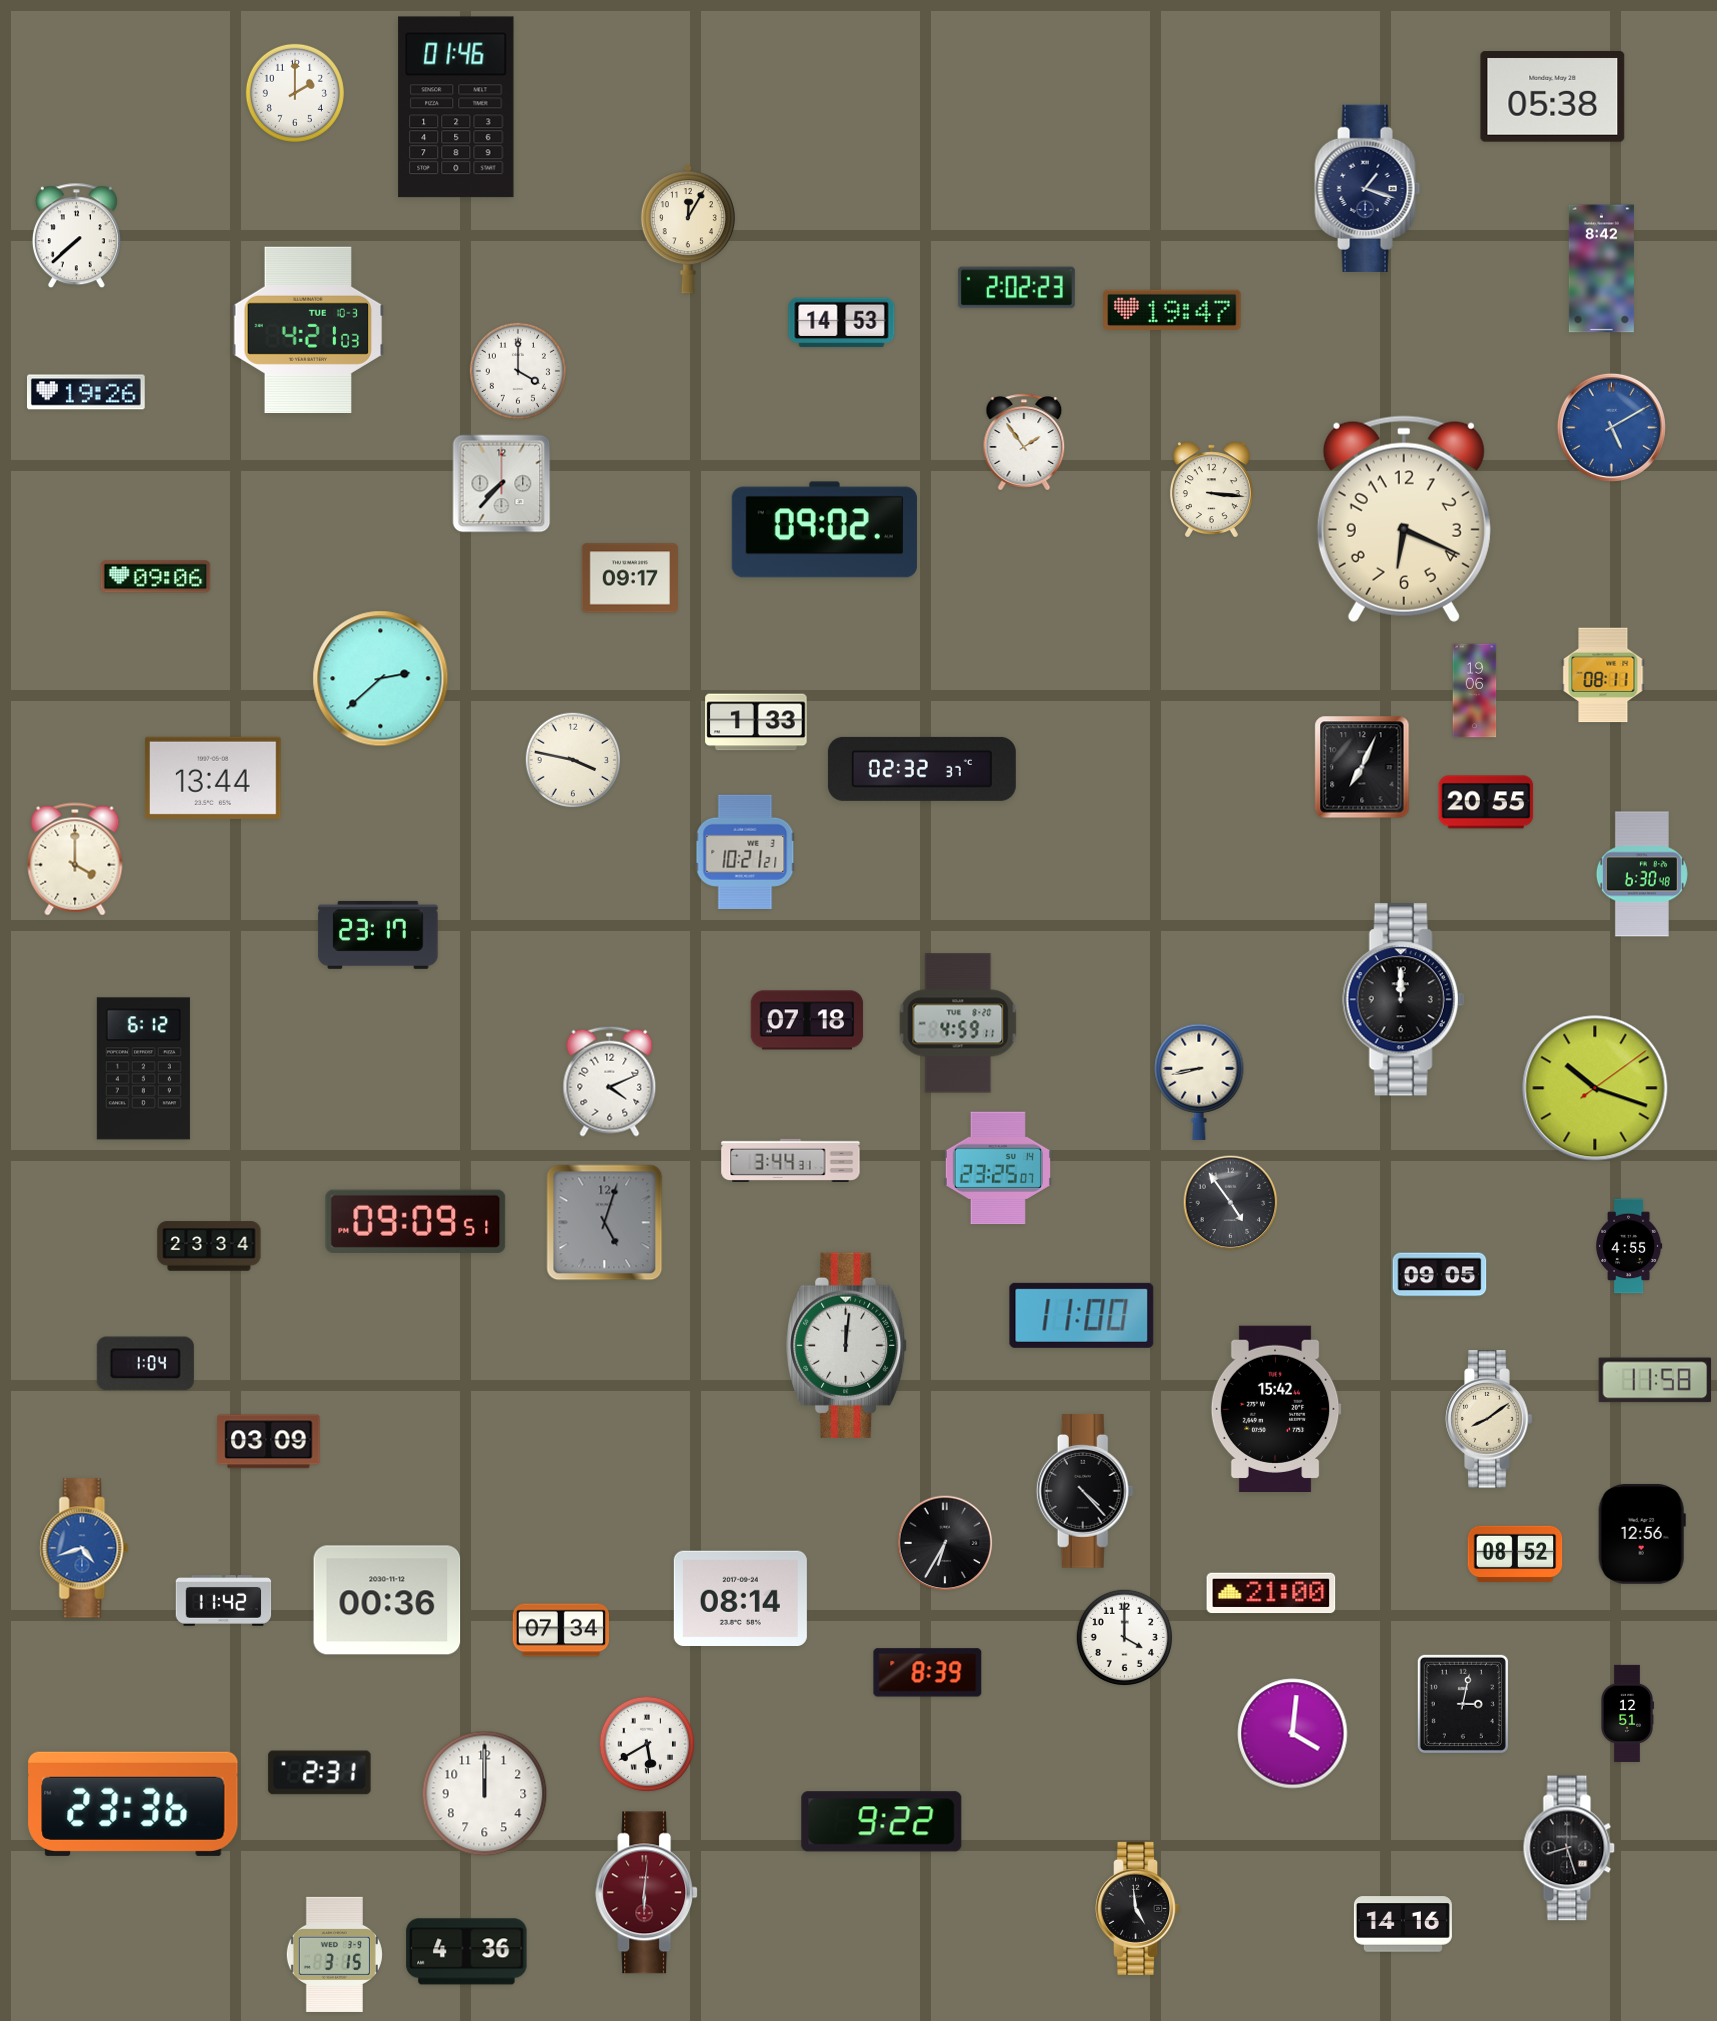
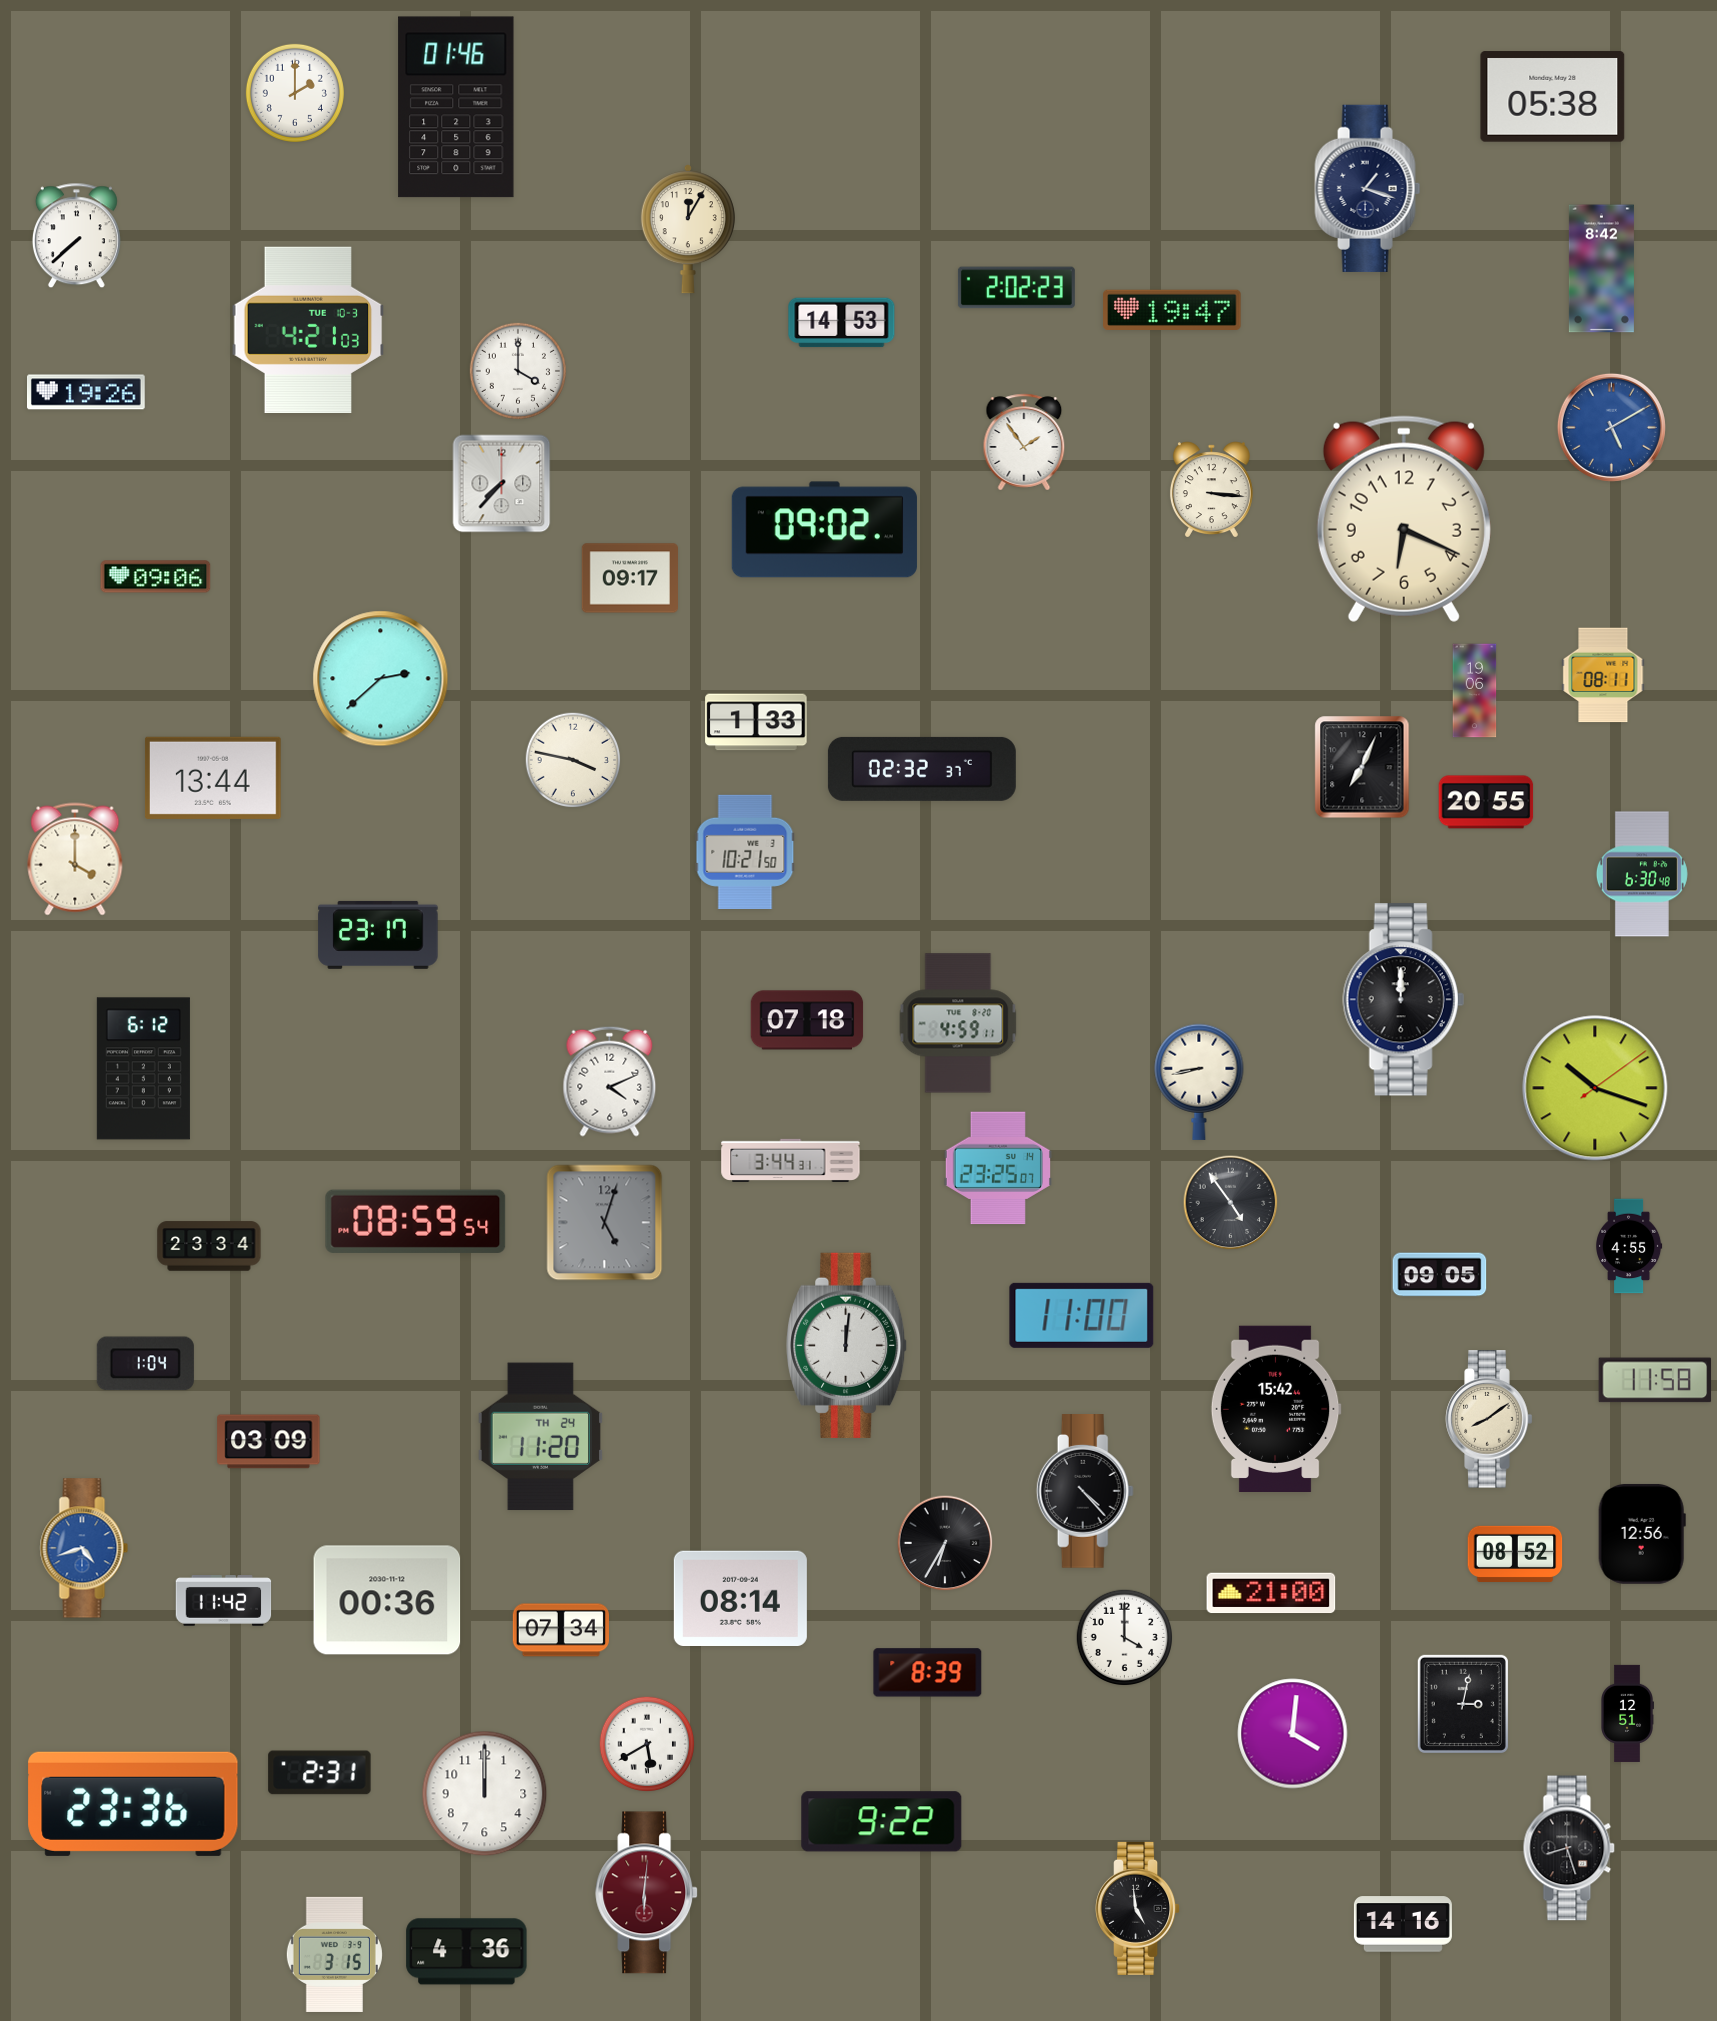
clock at (745, 852): 10:21:21 -> 10:21:50
clock at (416, 1221): 09:09 -> 08:59
clock at (540, 1437): none -> 11:20
